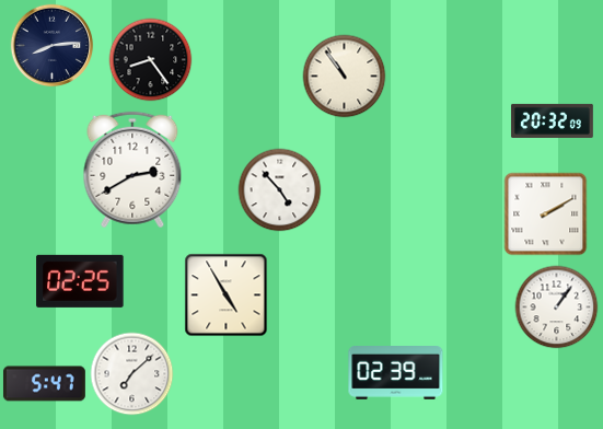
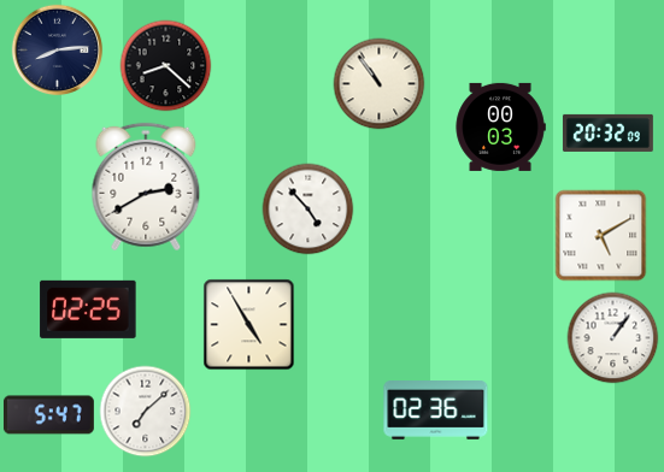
clock at (151, 60): 8:24 -> 8:22
clock at (500, 126): none -> 00:03
clock at (546, 215): 2:10 -> 5:10
clock at (396, 373): 02:39 -> 02:36
clock at (44, 384) position: (44, 384) -> (48, 415)
